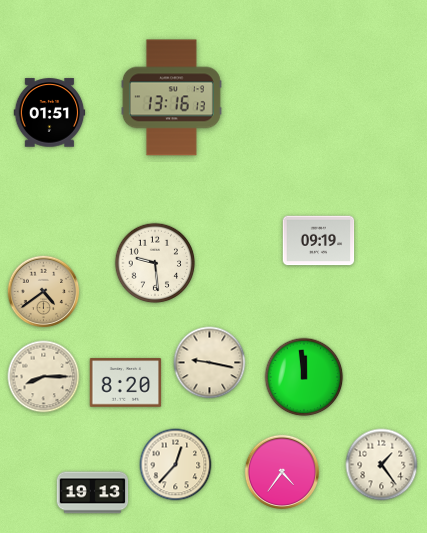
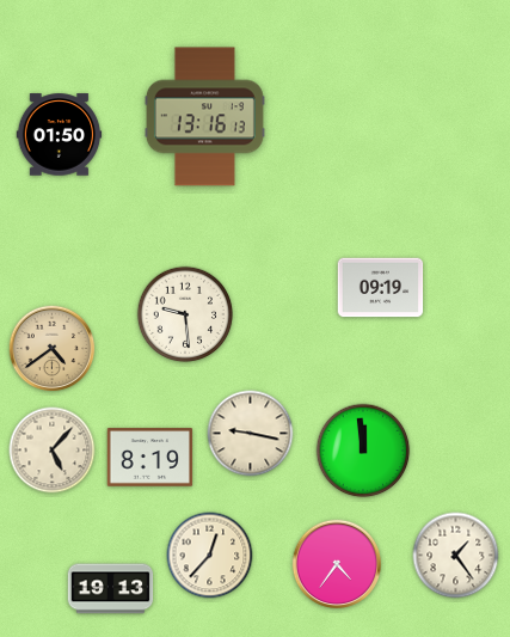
clock at (50, 113): 01:51 -> 01:50
clock at (44, 377): 8:15 -> 5:07
clock at (126, 383): 8:20 -> 8:19
